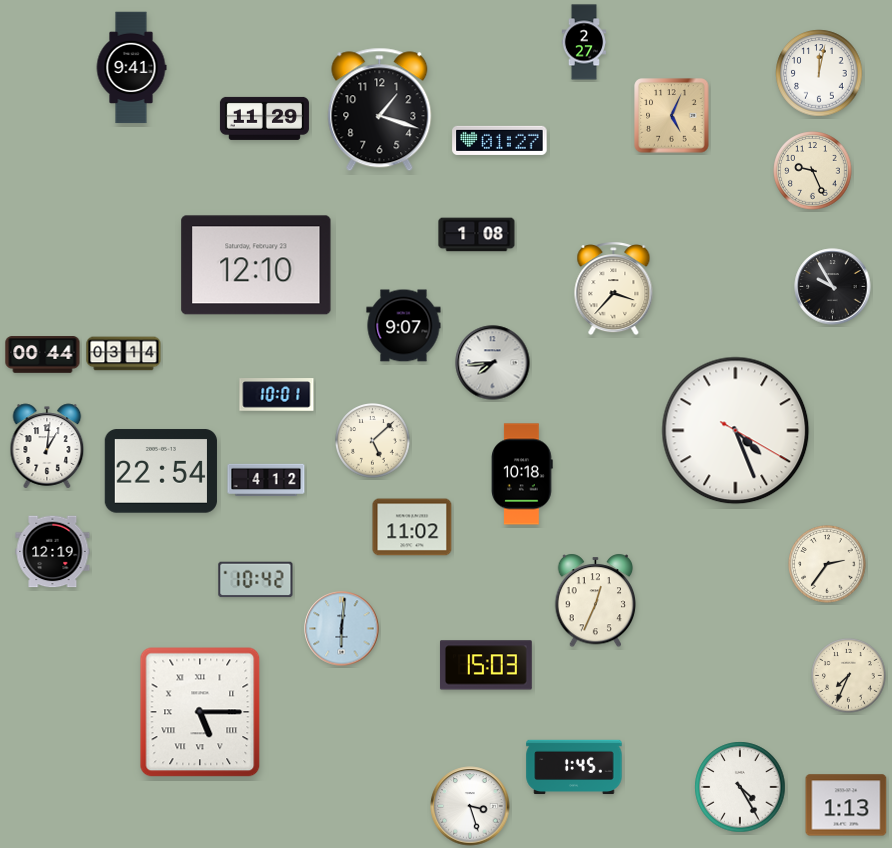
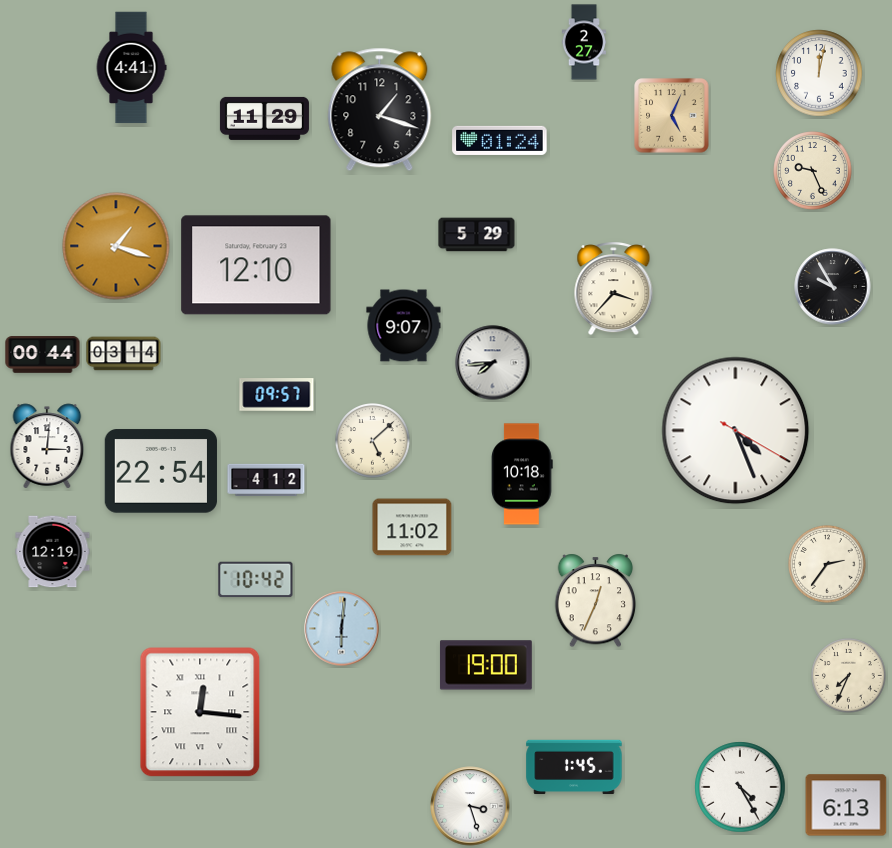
clock at (131, 68): 9:41 -> 4:41
clock at (500, 140): 01:27 -> 01:24
clock at (477, 235): 1:08 -> 5:29
clock at (116, 246): none -> 1:18
clock at (277, 395): 10:01 -> 09:57
clock at (47, 446): 1:01 -> 3:01
clock at (486, 665): 15:03 -> 19:00
clock at (200, 712): 5:15 -> 12:16
clock at (846, 805): 1:13 -> 6:13
